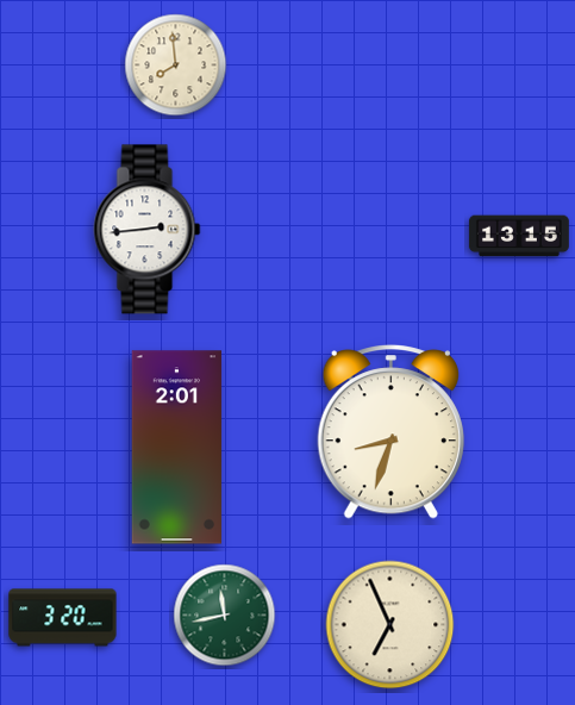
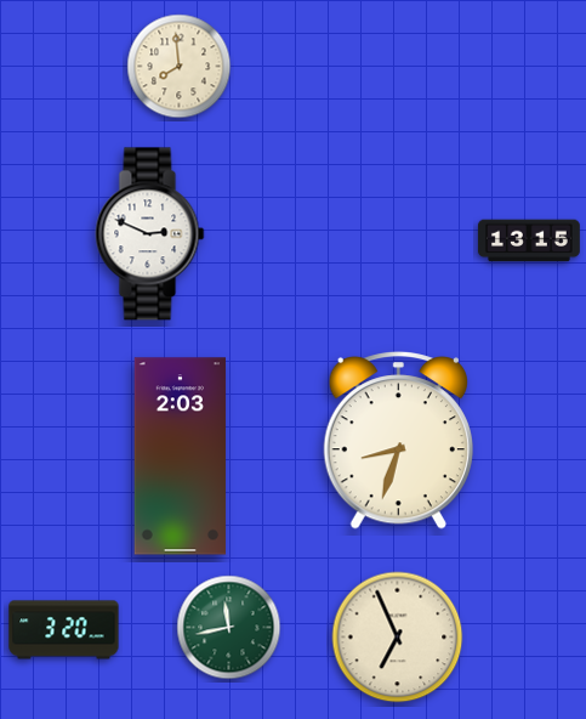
clock at (148, 230): 2:44 -> 2:49
clock at (176, 448): 2:01 -> 2:03
